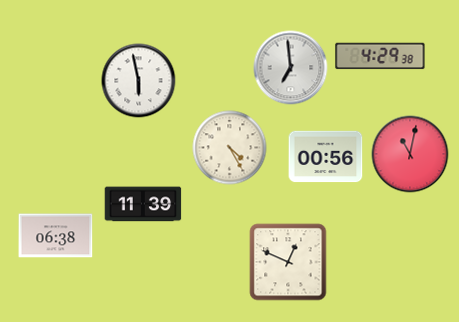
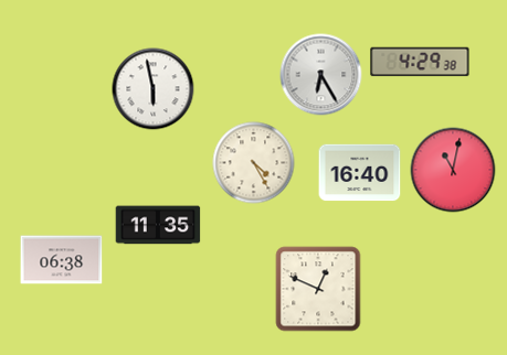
clock at (291, 68): 6:59 -> 6:25
clock at (326, 157): 00:56 -> 16:40
clock at (143, 204): 11:39 -> 11:35
